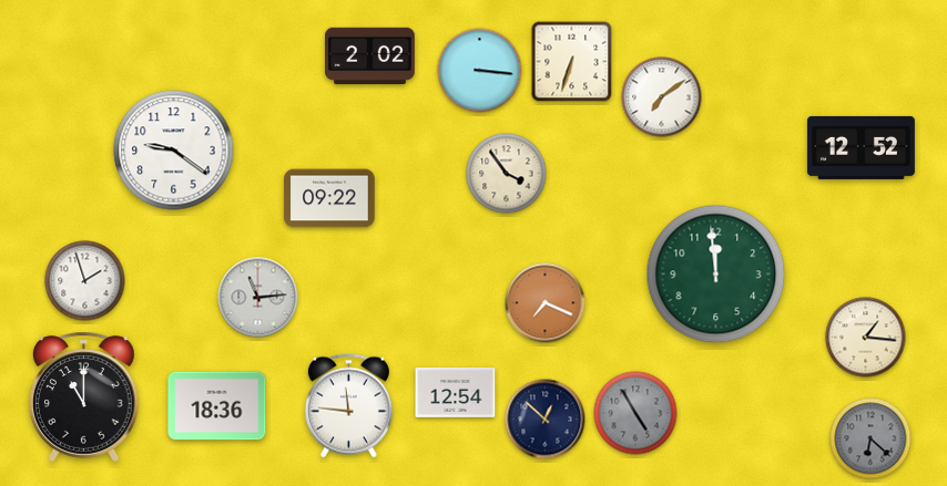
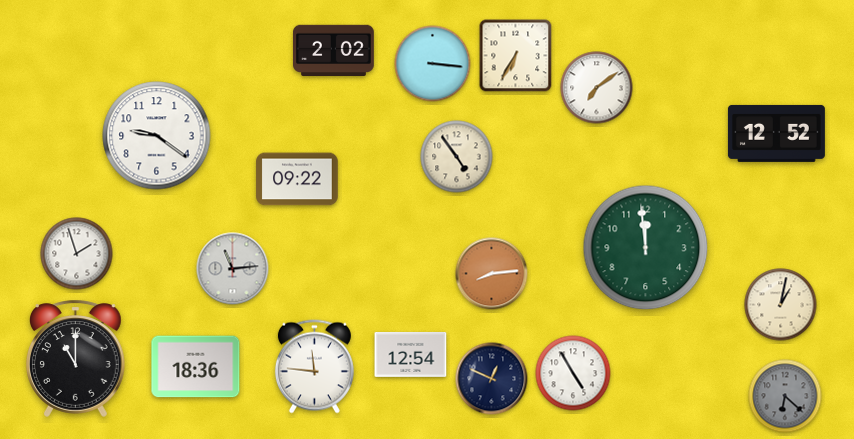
clock at (572, 62): 6:33 -> 6:35
clock at (507, 174): 3:54 -> 4:54
clock at (546, 303): 7:19 -> 8:14
clock at (866, 338): 1:16 -> 1:02
clock at (635, 413) dial: grey -> white
clock at (546, 420): 12:52 -> 12:49
